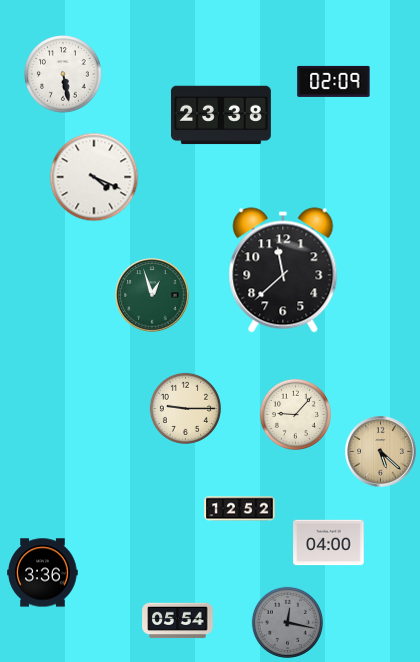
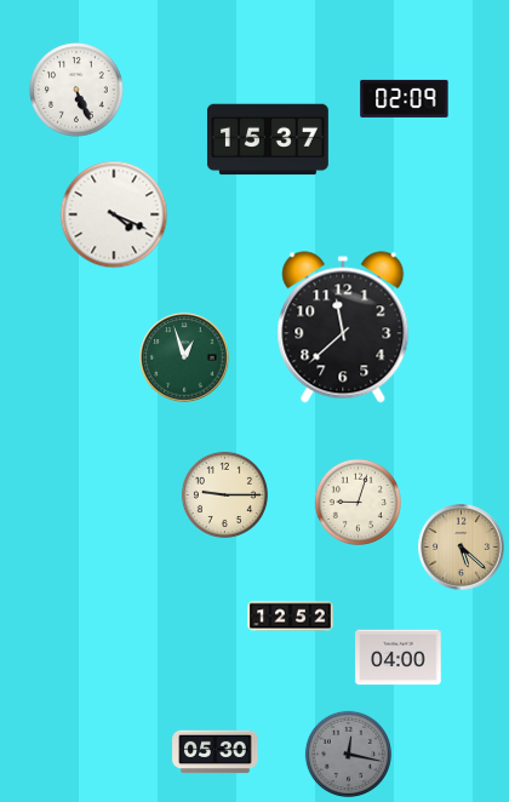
clock at (63, 74): 5:28 -> 5:26
clock at (221, 115): 23:38 -> 15:37
clock at (295, 414): 9:07 -> 9:03
clock at (43, 573): 3:36 -> none
clock at (178, 621): 05:54 -> 05:30
